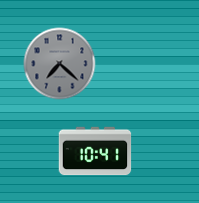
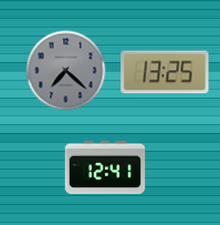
clock at (165, 72): none -> 13:25
clock at (95, 151): 10:41 -> 12:41
